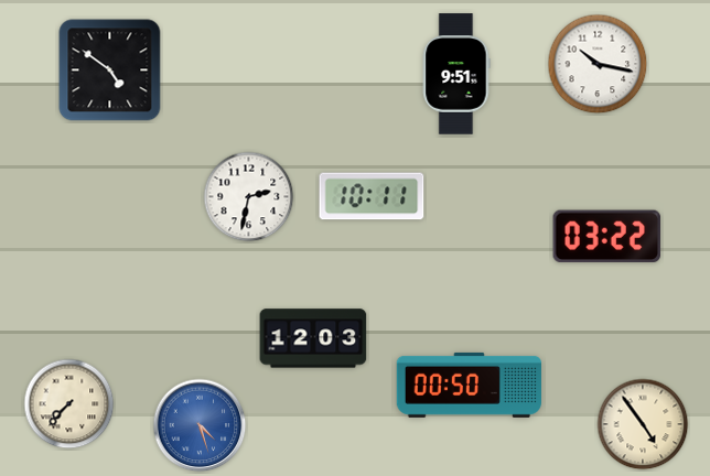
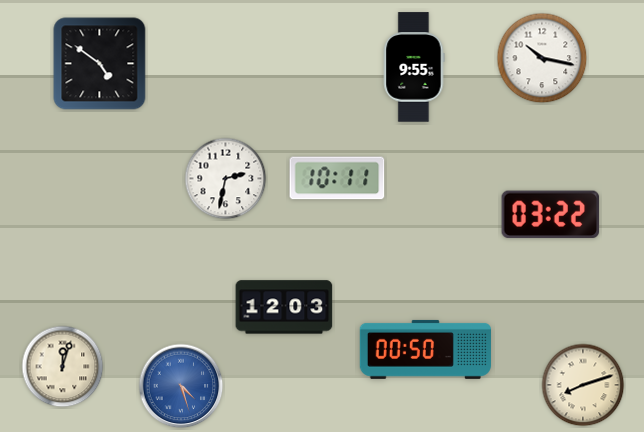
clock at (456, 74): 9:51 -> 9:55
clock at (69, 404): 7:37 -> 12:03
clock at (643, 424): 4:54 -> 8:12
